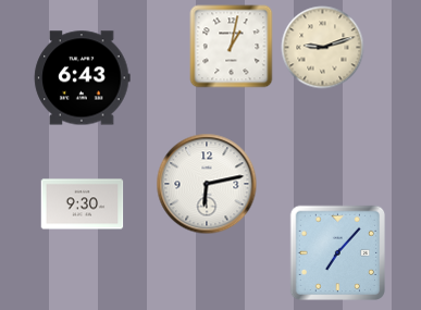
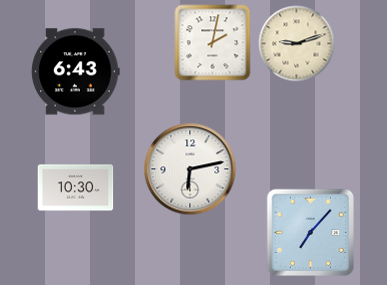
clock at (232, 47): 1:02 -> 2:02
clock at (83, 204): 9:30 -> 10:30
